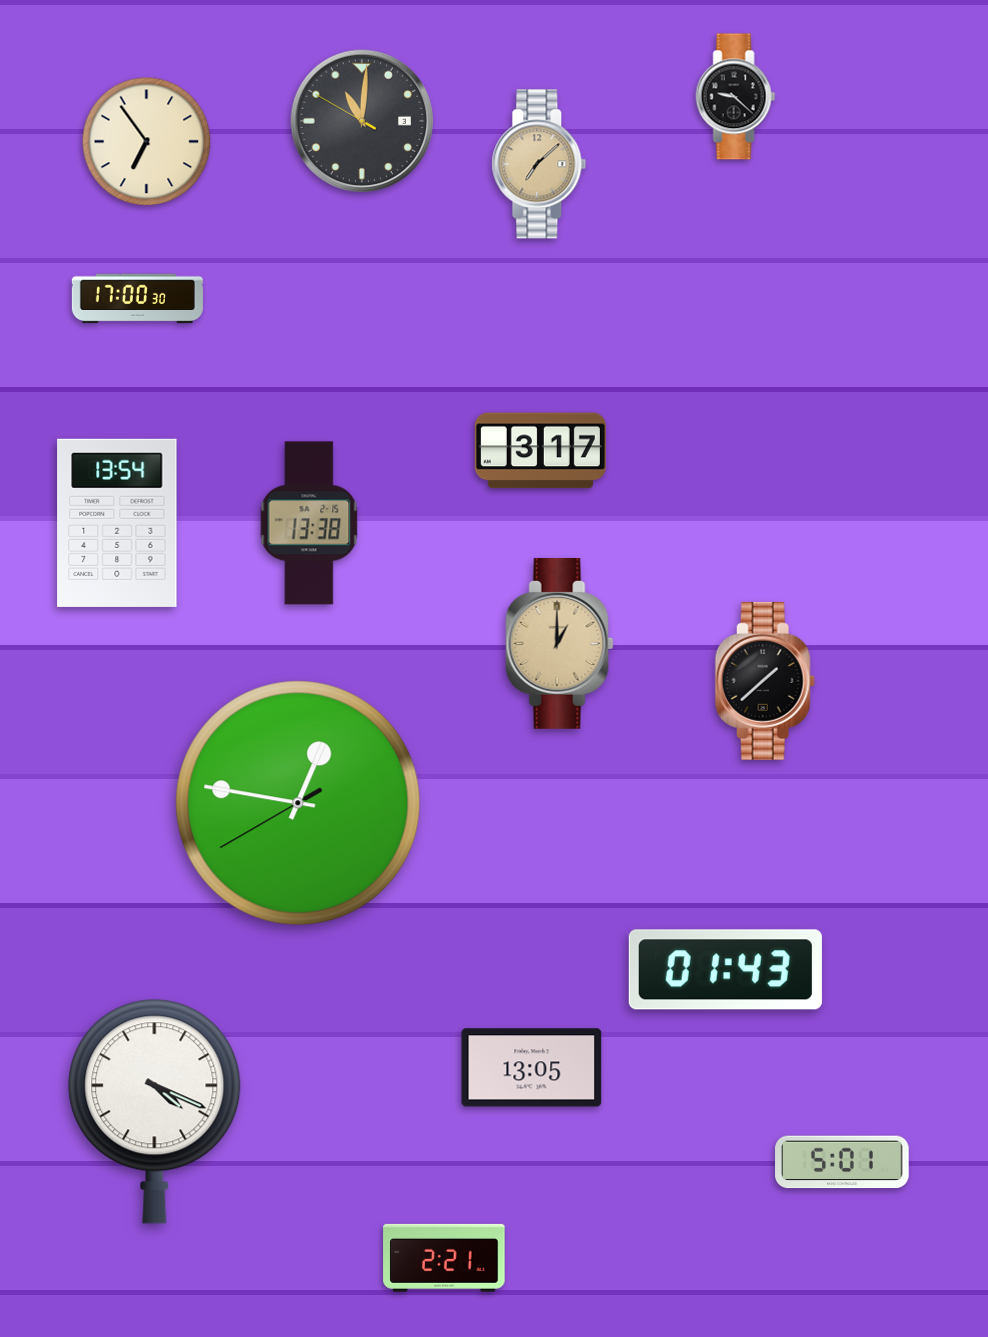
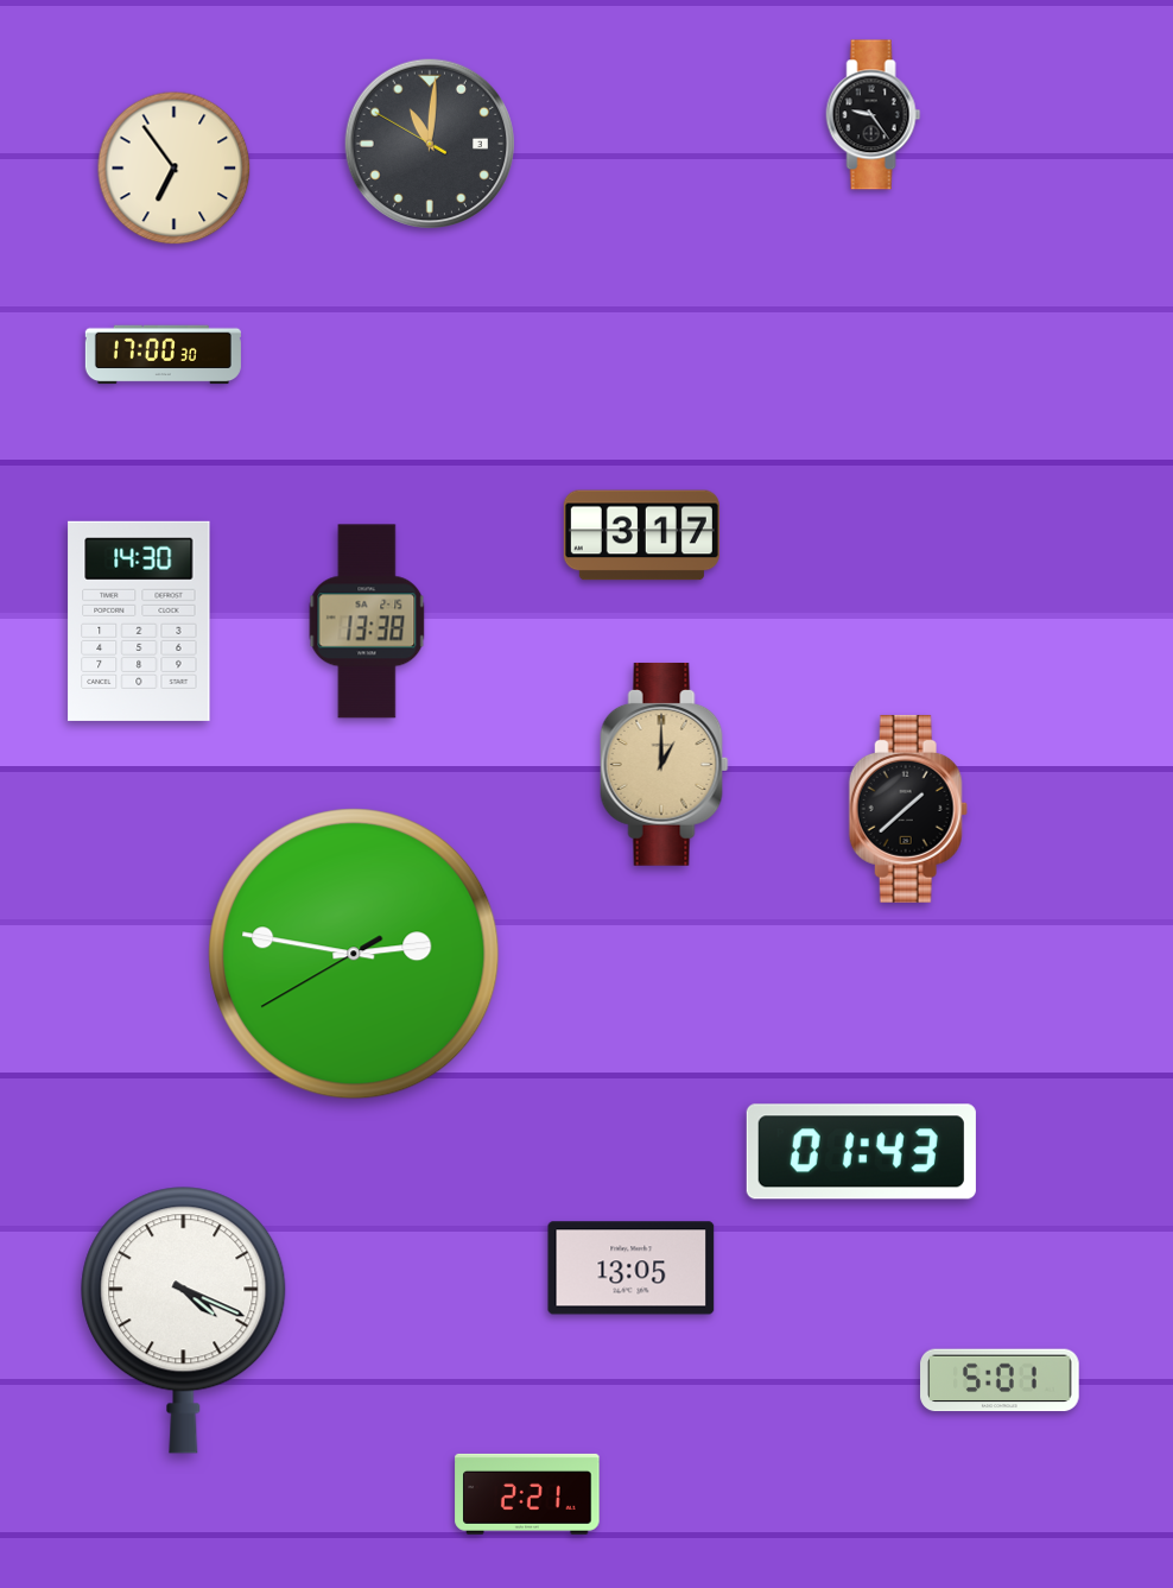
clock at (736, 97): 9:22 -> 9:24
clock at (539, 164): 7:08 -> none
clock at (117, 523): 13:54 -> 14:30
clock at (298, 803): 12:46 -> 2:46
